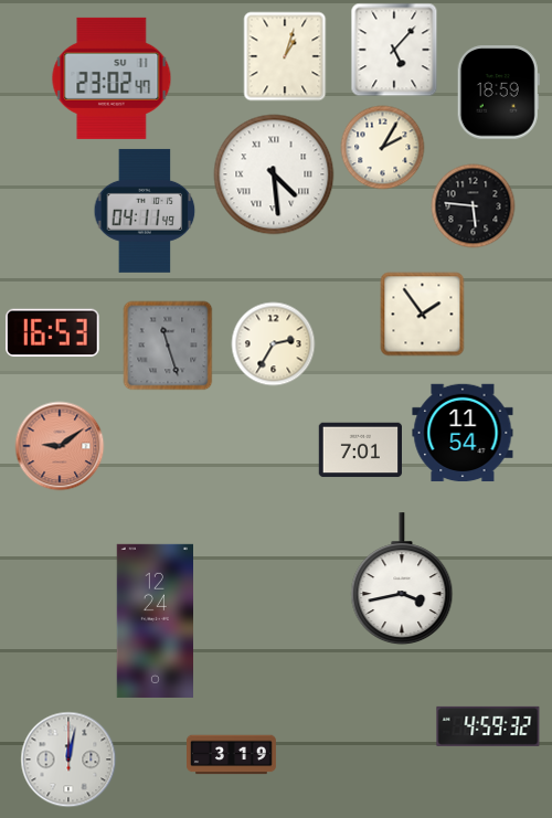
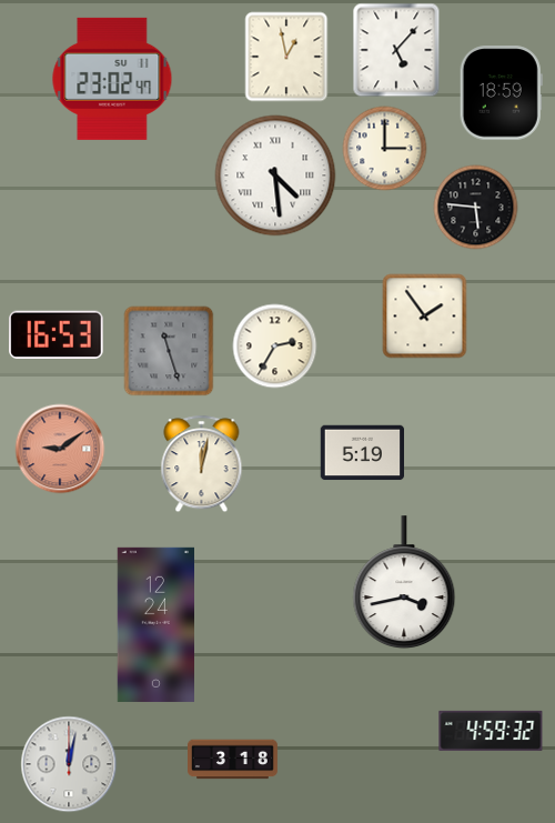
clock at (285, 56): 1:03 -> 12:58
clock at (383, 148): 2:05 -> 3:00
clock at (145, 211): 04:11 -> none
clock at (53, 333) position: (53, 333) -> (57, 335)
clock at (168, 346) position: (168, 346) -> (169, 351)
clock at (463, 433): 11:54 -> none
clock at (361, 450): 7:01 -> 5:19
clock at (202, 464): none -> 12:02
clock at (232, 755): 3:19 -> 3:18
